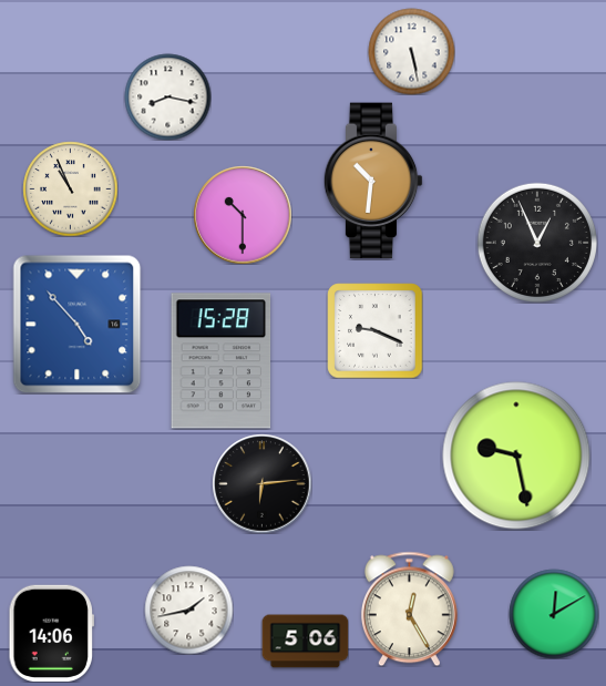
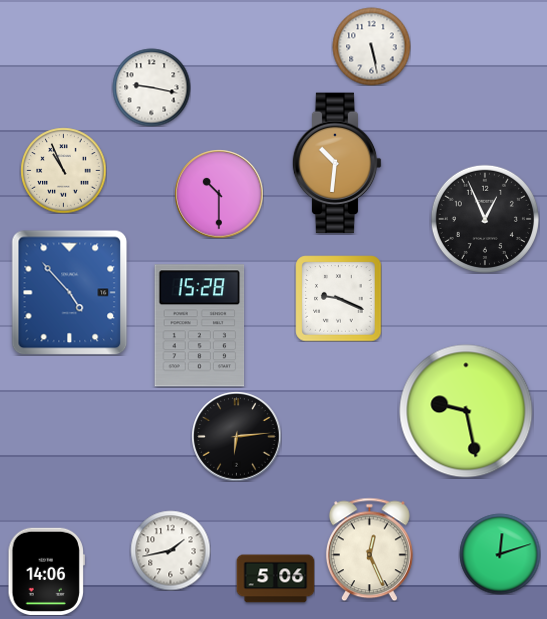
clock at (167, 96): 8:17 -> 9:17
clock at (409, 608): 12:25 -> 12:26
clock at (554, 614): 12:10 -> 12:12
